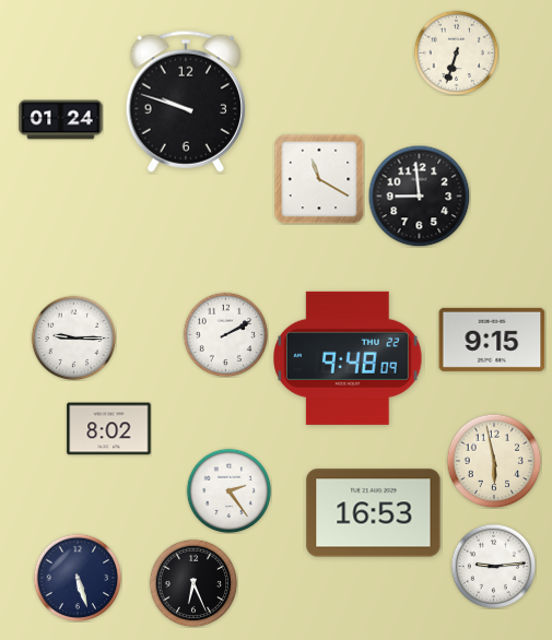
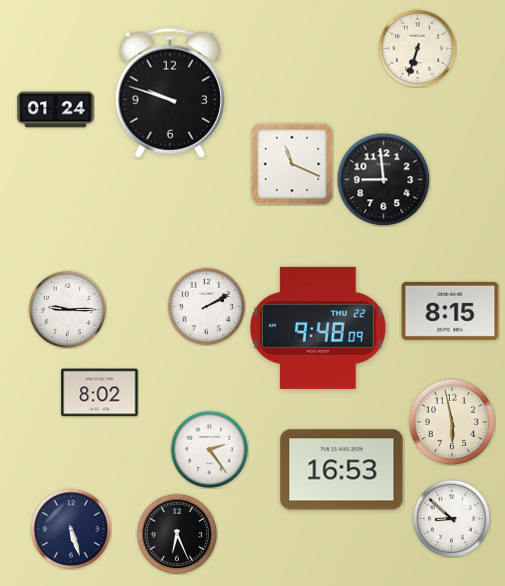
clock at (319, 179): 11:20 -> 11:19
clock at (492, 340): 9:15 -> 8:15
clock at (493, 566): 9:14 -> 8:52
